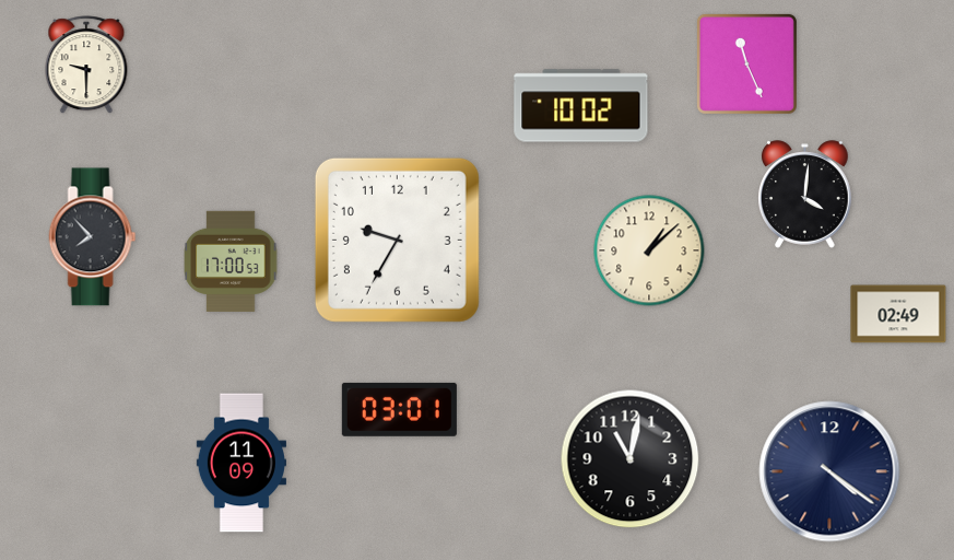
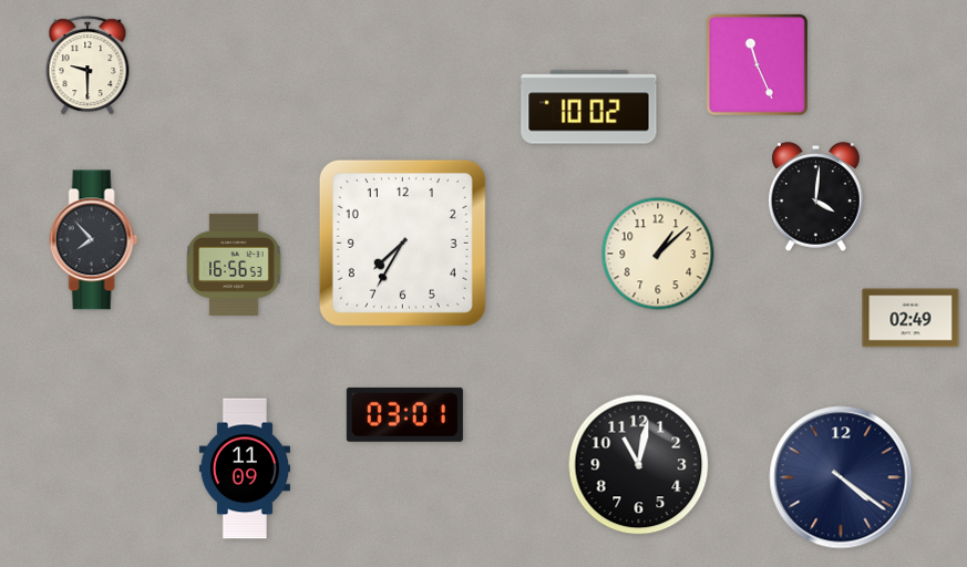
clock at (397, 240): 9:35 -> 7:35
clock at (231, 261): 17:00 -> 16:56
